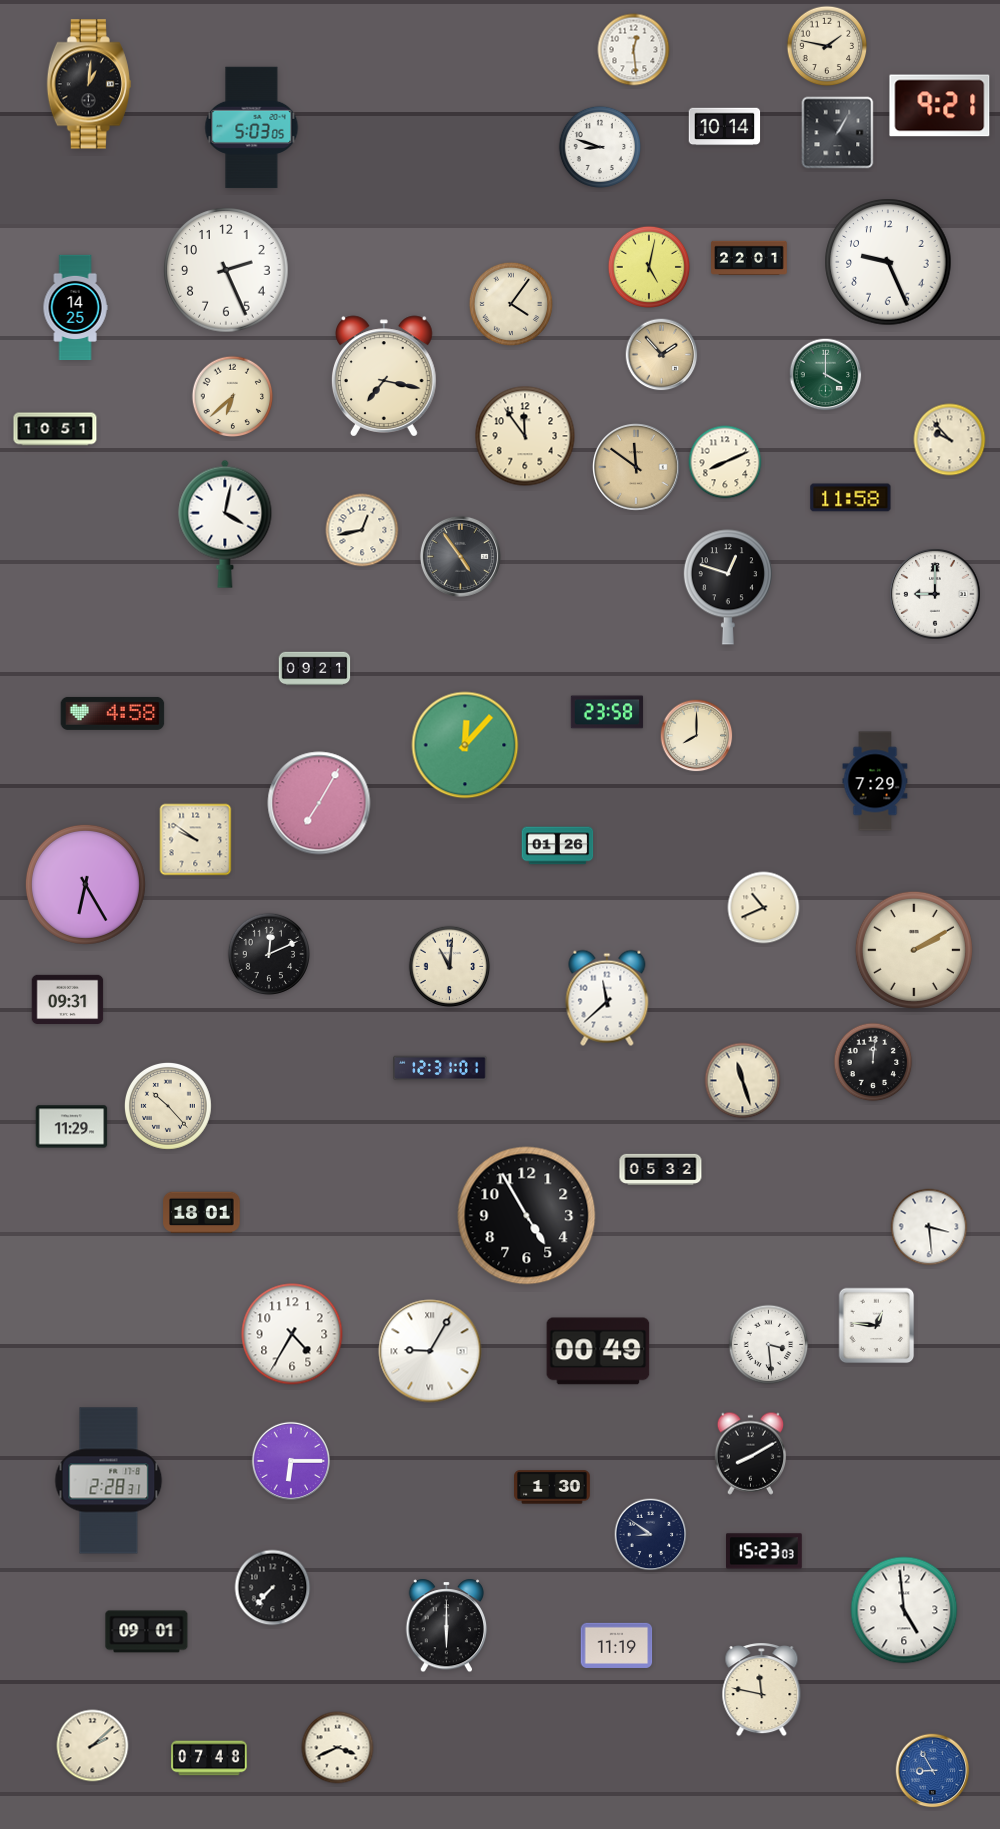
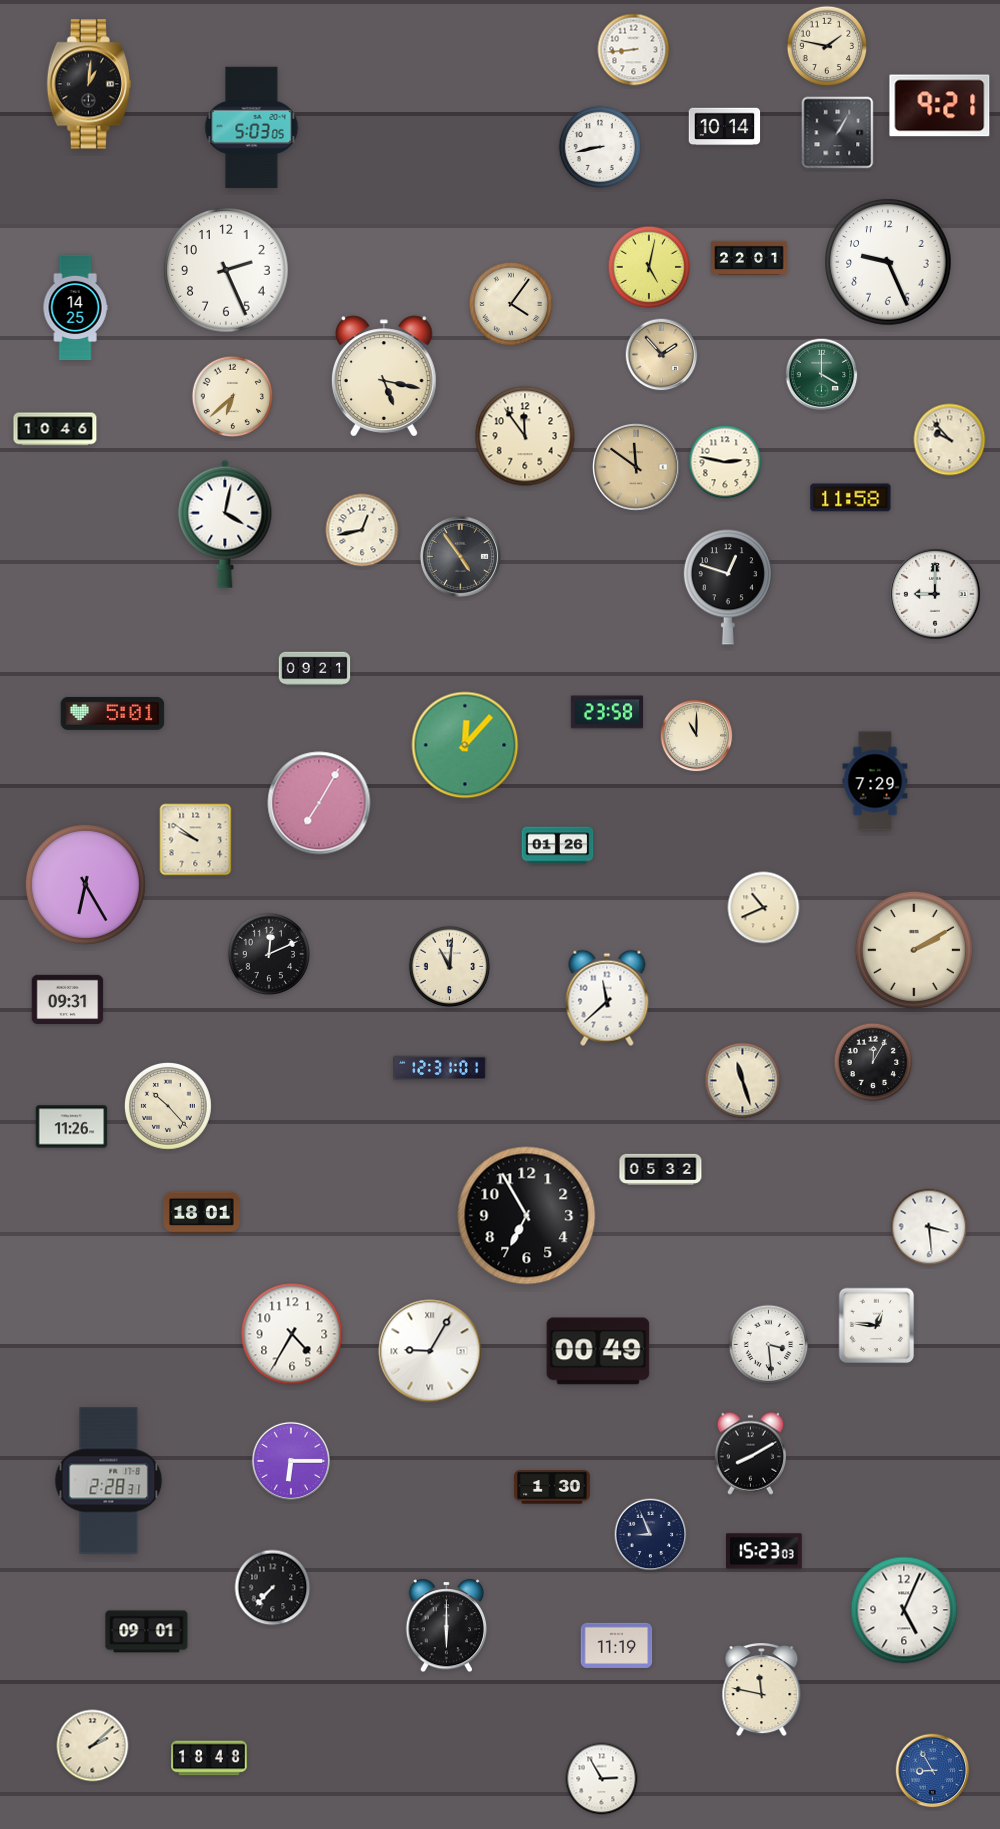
clock at (634, 50): 12:29 -> 8:44
clock at (599, 146): 8:48 -> 8:43
clock at (826, 375) position: (826, 375) -> (822, 375)
clock at (384, 376): 7:17 -> 5:17
clock at (55, 429): 10:51 -> 10:46
clock at (725, 462): 8:11 -> 2:47
clock at (113, 713): 4:58 -> 5:01
clock at (697, 736): 8:00 -> 11:00
clock at (873, 1062): 12:01 -> 12:05
clock at (72, 1127): 11:29 -> 11:26
clock at (527, 1216): 4:55 -> 6:55
clock at (651, 1535): 8:51 -> 8:56
clock at (904, 1610): 4:59 -> 5:04
clock at (338, 1748): 3:41 -> none
clock at (209, 1758): 07:48 -> 18:48
clock at (602, 1779): none -> 2:55
